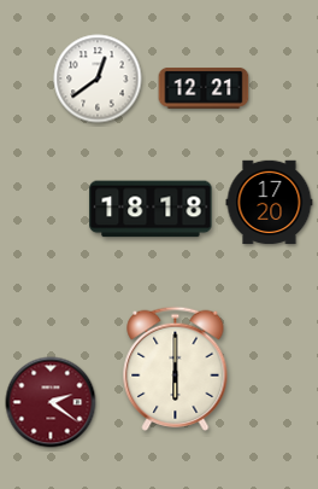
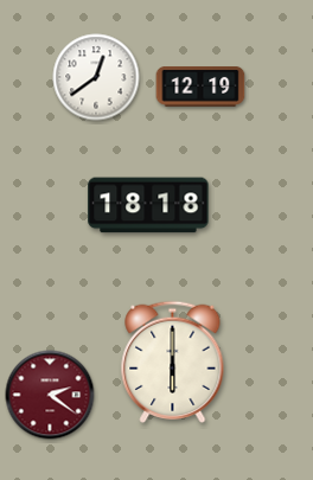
clock at (204, 89): 12:21 -> 12:19
clock at (270, 203): 17:20 -> none
